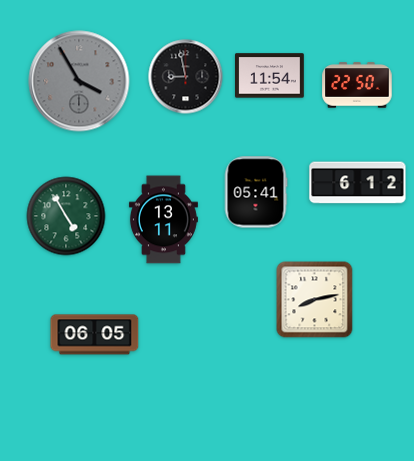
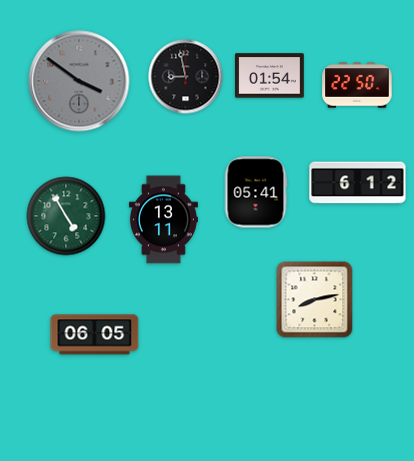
clock at (270, 76): 11:54 -> 01:54
clock at (79, 81): 3:55 -> 3:51
